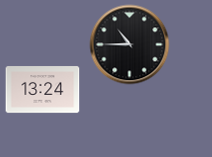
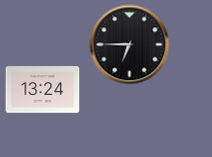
clock at (130, 45): 10:45 -> 6:45
